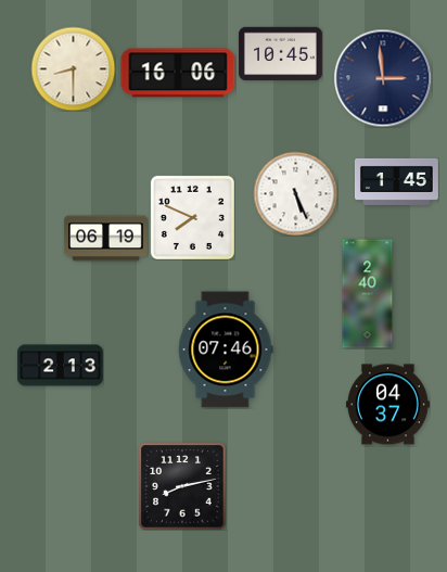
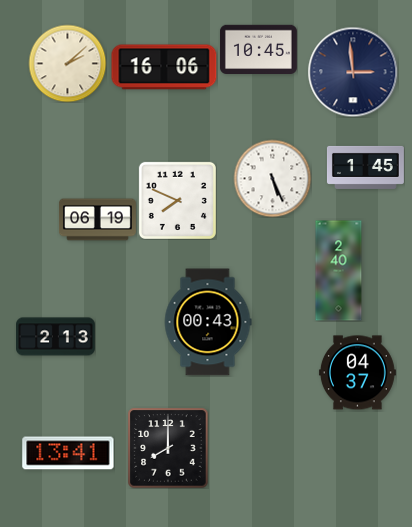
clock at (73, 68): 8:30 -> 2:08
clock at (226, 349): 07:46 -> 00:43
clock at (182, 486): 8:13 -> 8:00
clock at (68, 453): none -> 13:41
